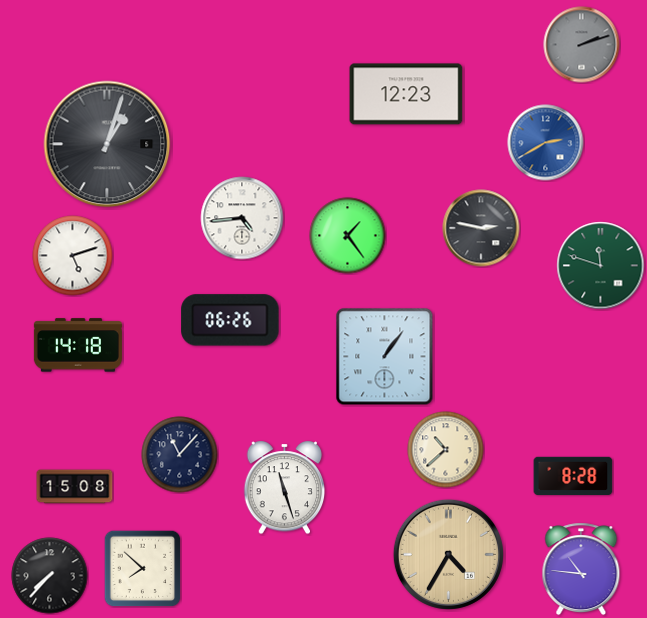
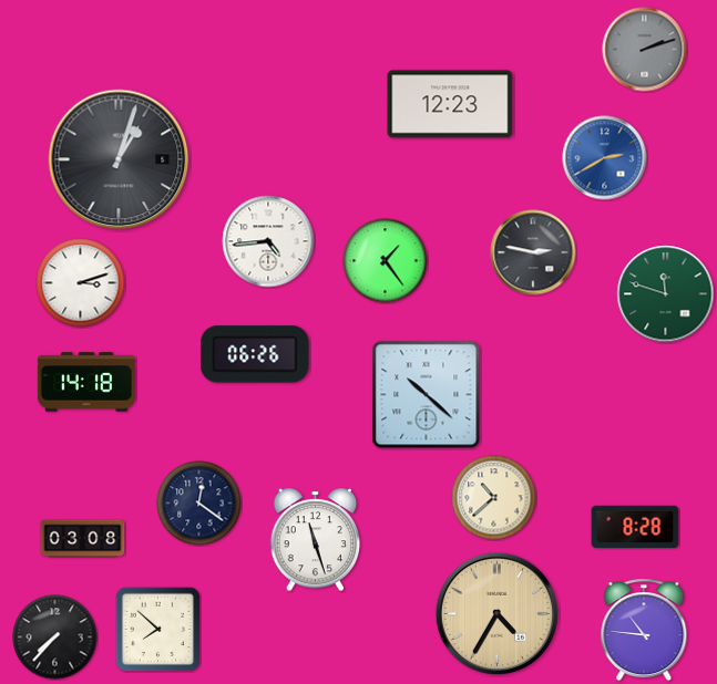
clock at (73, 256): 5:12 -> 3:12
clock at (385, 357): 1:06 -> 10:22
clock at (180, 455): 11:07 -> 12:21
clock at (75, 487): 15:08 -> 03:08
